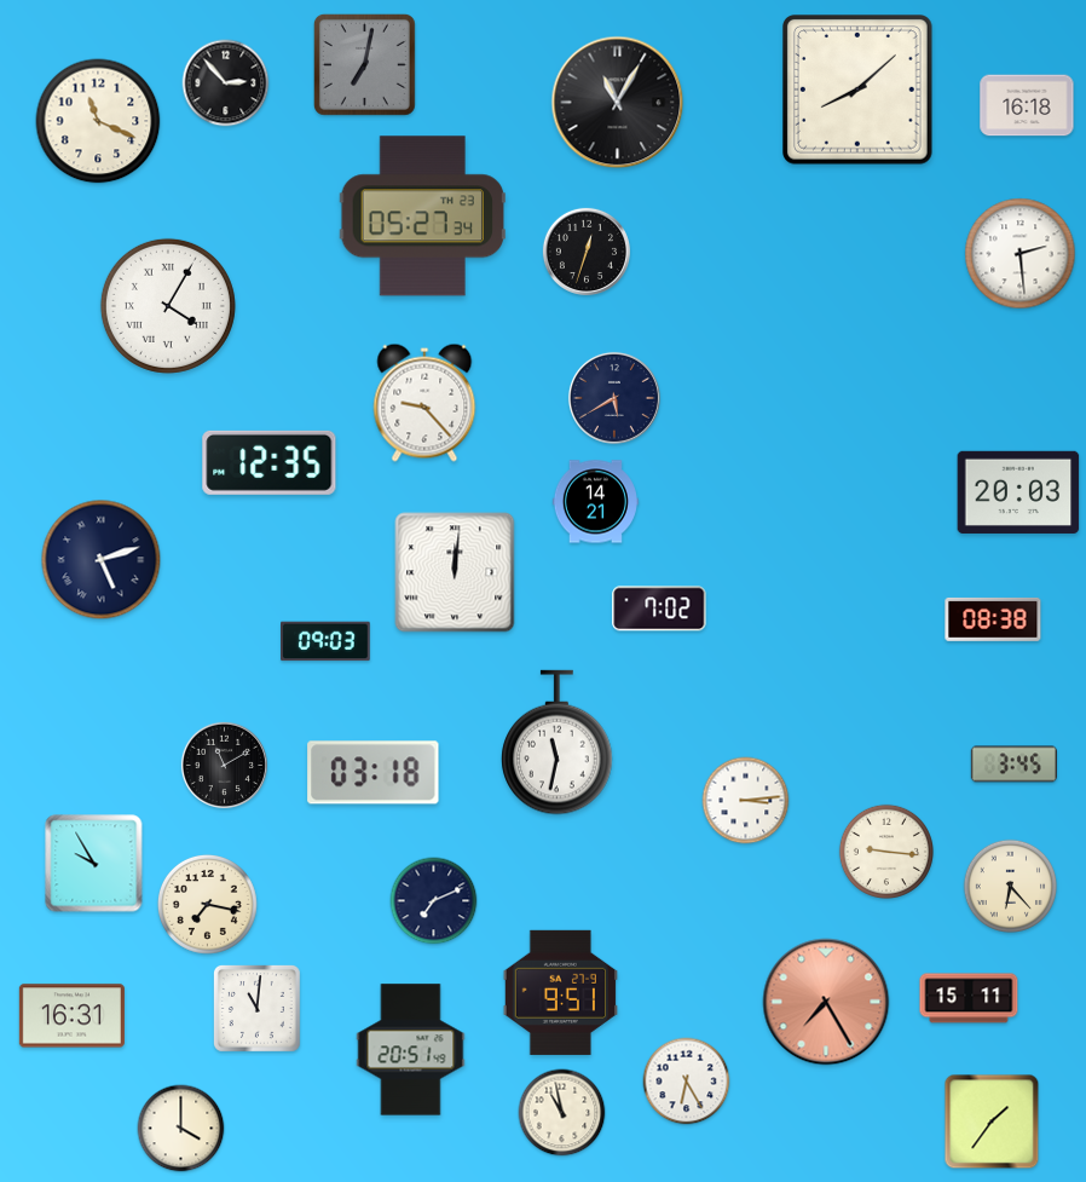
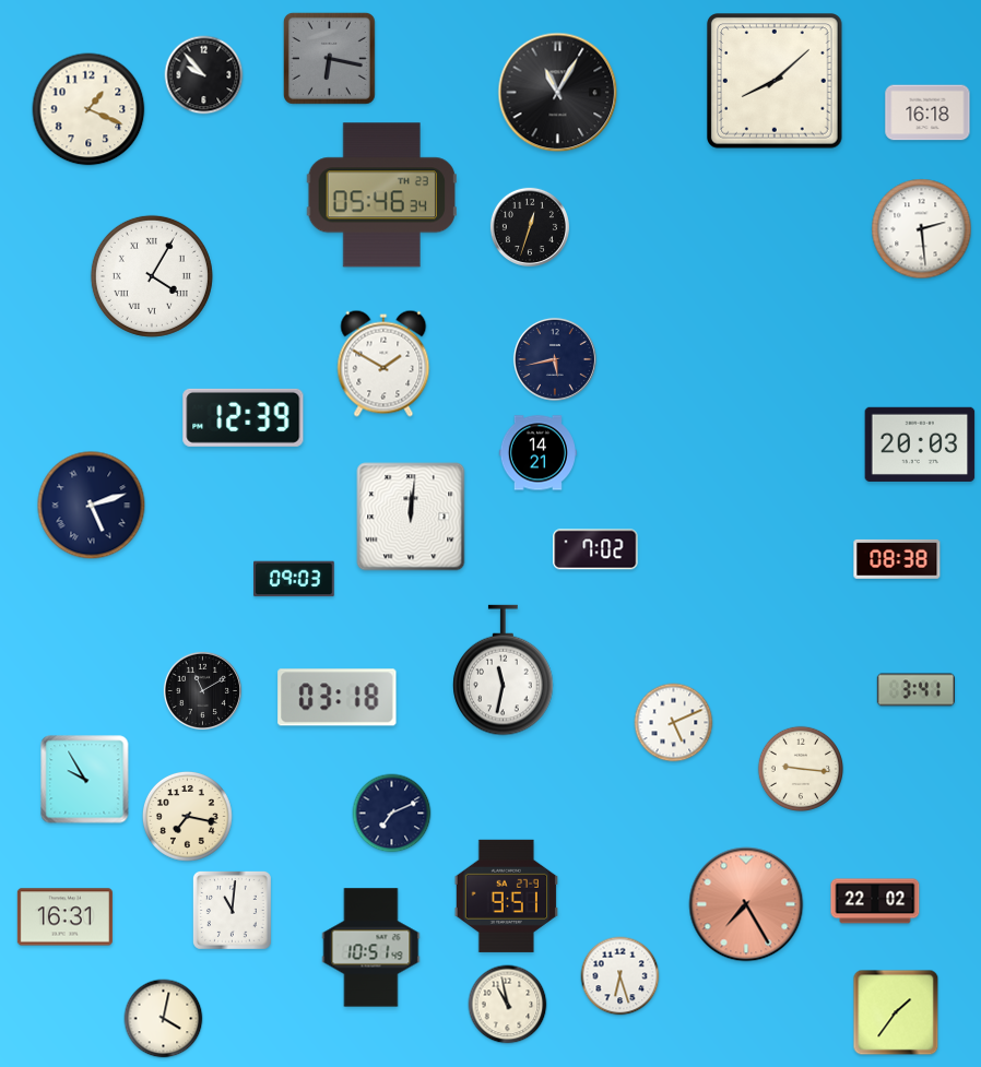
clock at (364, 64): 7:02 -> 6:17
clock at (226, 83): 2:53 -> 9:53
clock at (1027, 105) position: (1027, 105) -> (927, 112)
clock at (98, 121): 11:19 -> 1:19
clock at (422, 217): 05:27 -> 05:46
clock at (614, 398): 5:40 -> 5:43
clock at (424, 403): 9:23 -> 1:50
clock at (270, 462): 12:35 -> 12:39
clock at (1013, 765): 3:45 -> 3:41
clock at (746, 801): 3:14 -> 5:11
clock at (1011, 887): 6:23 -> none
clock at (969, 998): 15:11 -> 22:02
clock at (411, 1050): 20:51 -> 10:51
clock at (687, 1082): 6:25 -> 6:27
clock at (181, 1129): 4:00 -> 4:02
